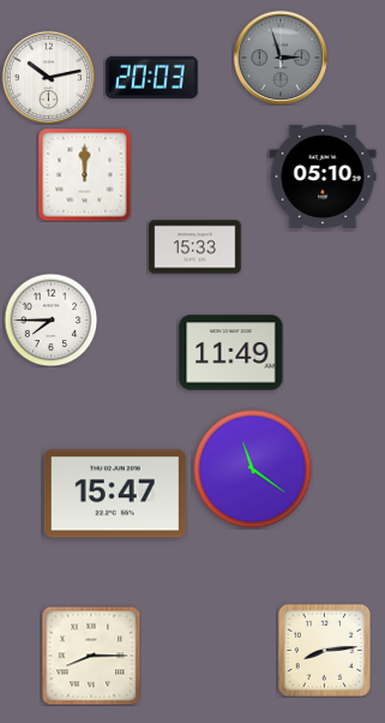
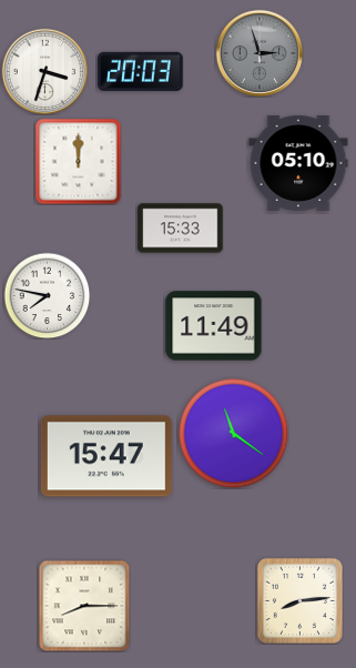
clock at (48, 77): 10:13 -> 3:33
clock at (50, 319): 7:45 -> 7:47
